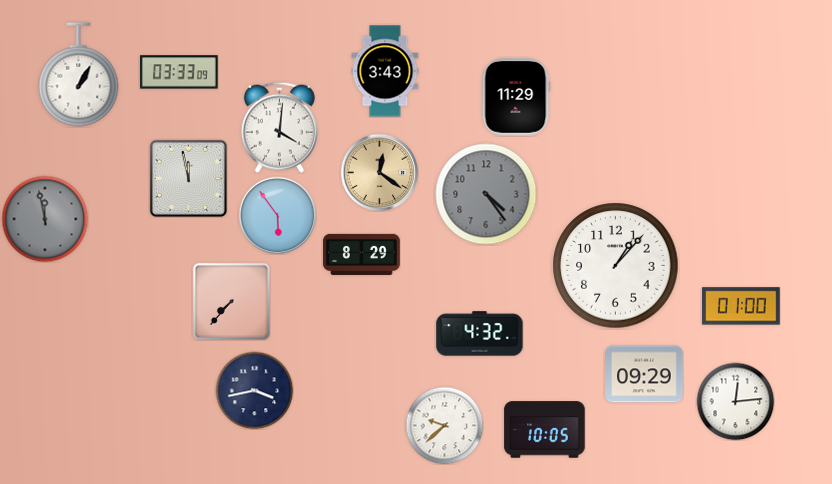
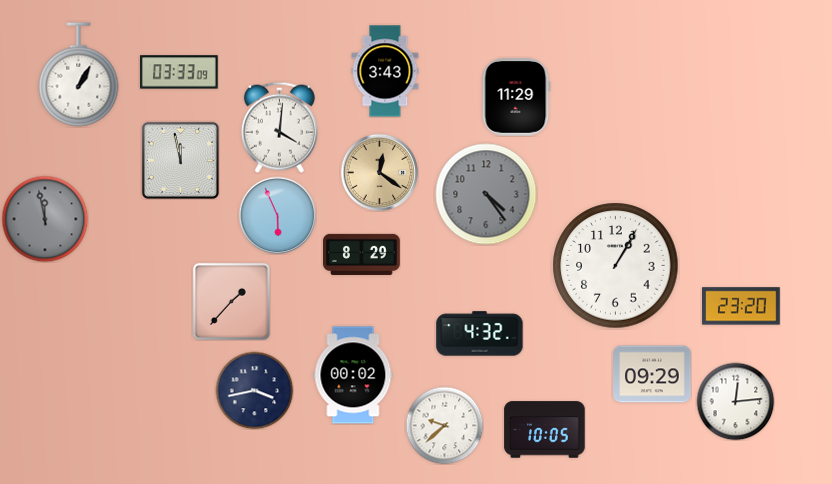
clock at (188, 178) position: (188, 178) -> (180, 160)
clock at (277, 215): 5:54 -> 5:56
clock at (616, 266): 1:07 -> 1:05
clock at (231, 301): 7:37 -> 1:37
clock at (741, 306): 01:00 -> 23:20
clock at (644, 374) position: (644, 374) -> (652, 374)
clock at (353, 375): none -> 00:02
